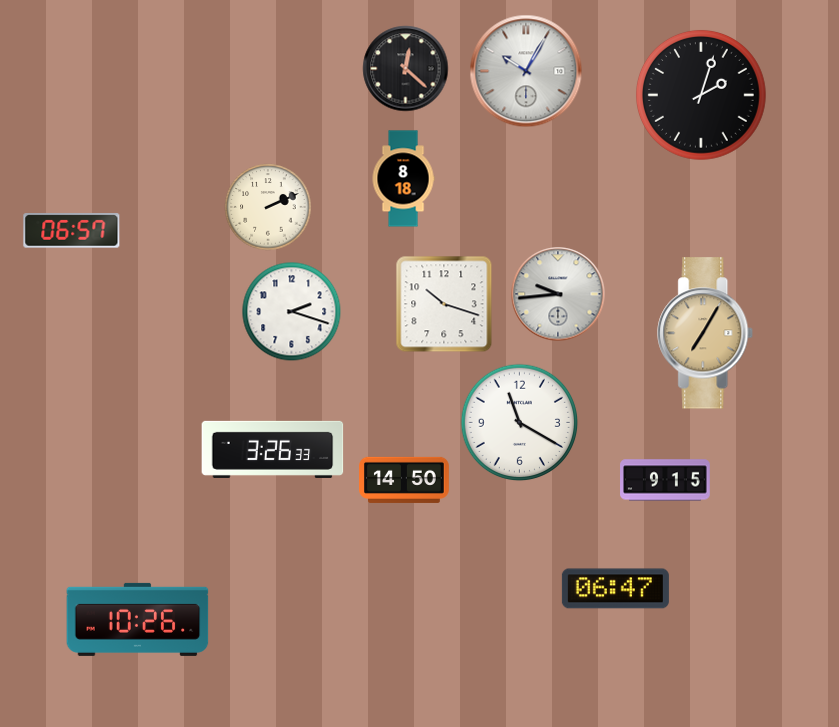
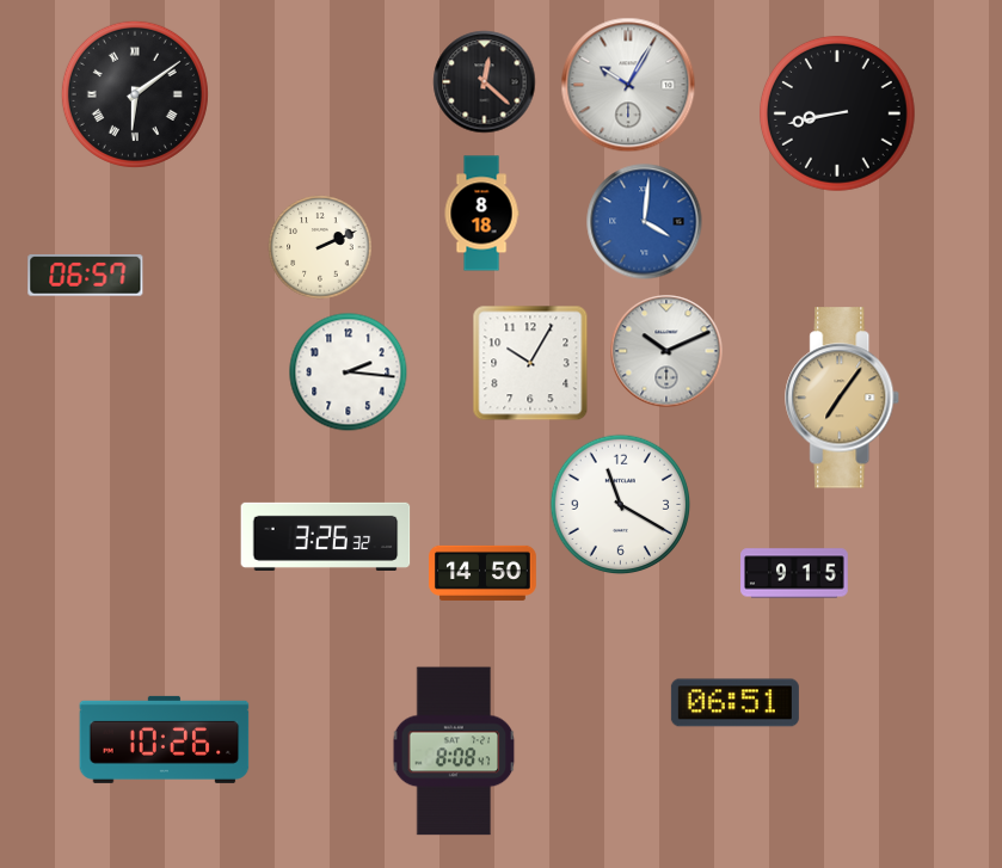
clock at (135, 94): none -> 6:09
clock at (701, 95): 2:03 -> 8:43
clock at (645, 222): none -> 4:01
clock at (558, 294): 9:44 -> 10:11
clock at (444, 304): 10:18 -> 10:05
clock at (292, 312): 2:18 -> 2:16
clock at (706, 333): 7:05 -> 7:06
clock at (273, 449): 3:26:33 -> 3:26:32
clock at (615, 589): 06:47 -> 06:51
clock at (454, 751): none -> 8:08
